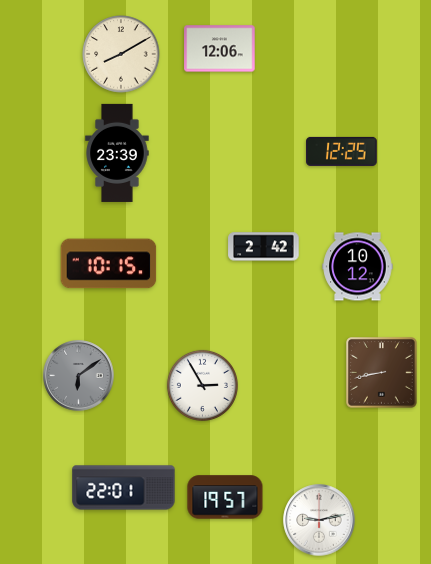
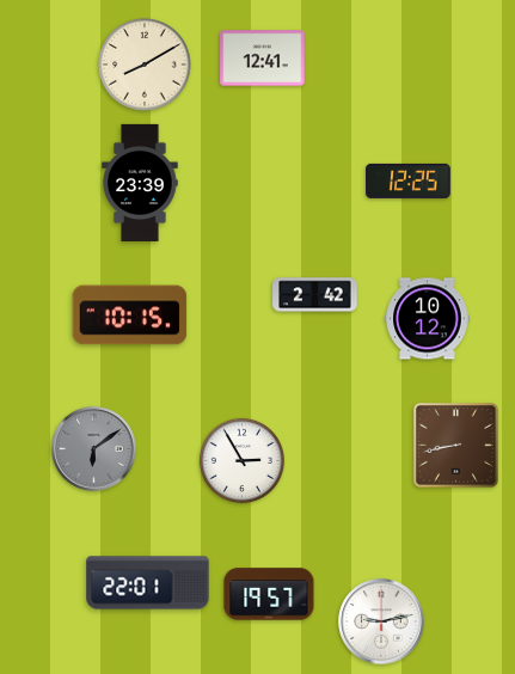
clock at (220, 49): 12:06 -> 12:41
